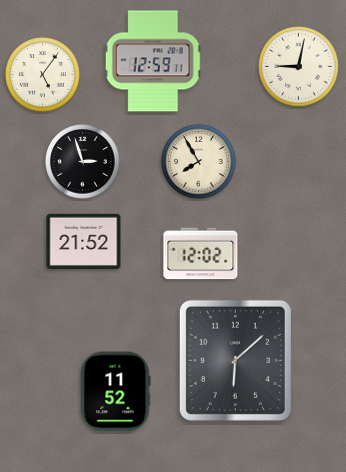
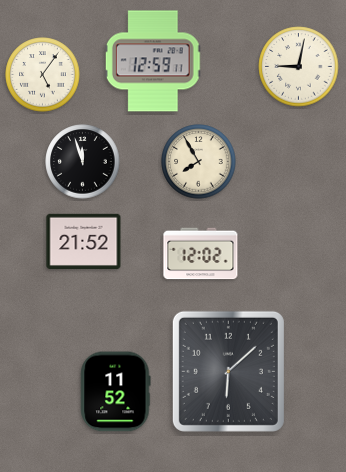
clock at (83, 162): 2:57 -> 11:57
clock at (235, 360) position: (235, 360) -> (228, 371)
